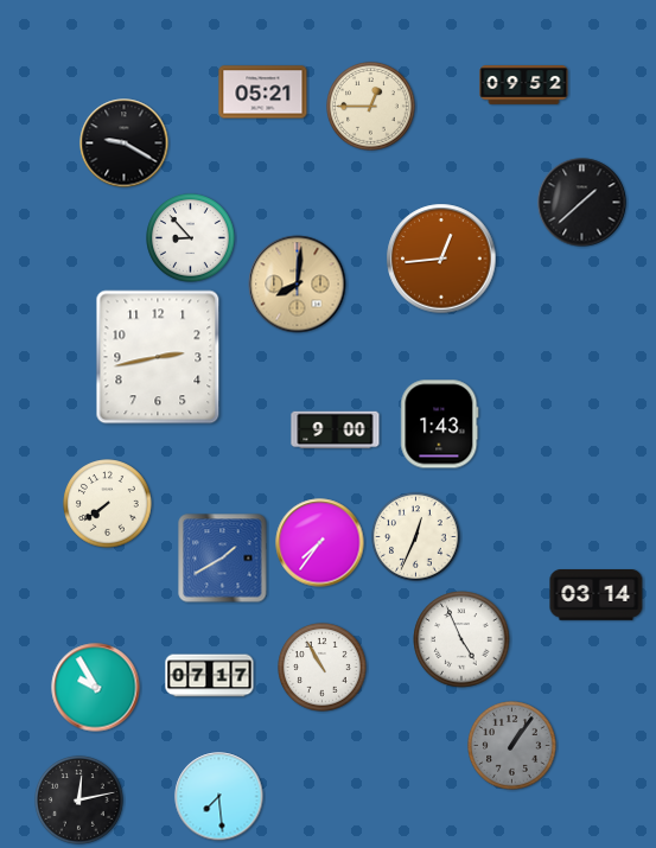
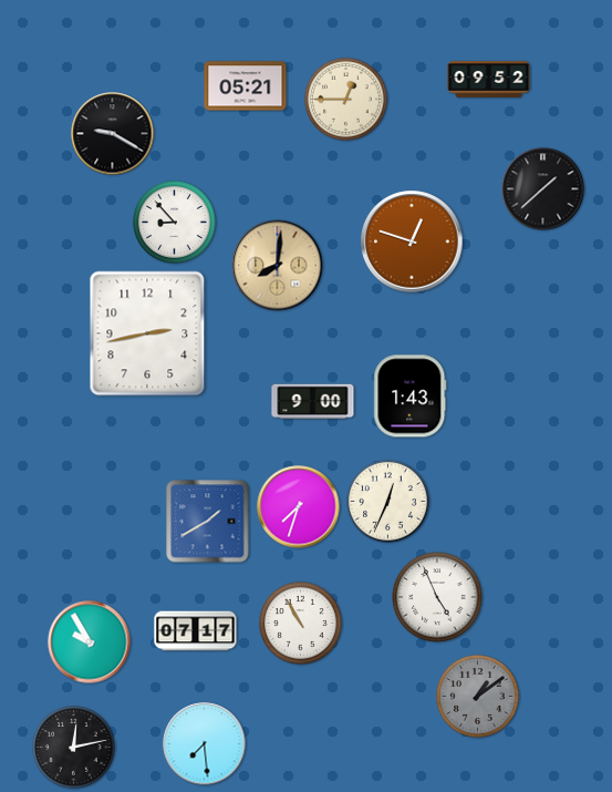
clock at (125, 144) position: (125, 144) -> (113, 134)
clock at (191, 238) position: (191, 238) -> (175, 223)
clock at (441, 259): 12:44 -> 12:48
clock at (108, 504): 7:39 -> none
clock at (320, 543): 7:36 -> 7:33
clock at (597, 595): 03:14 -> none
clock at (461, 639) position: (461, 639) -> (437, 597)
clock at (512, 746): 1:06 -> 1:09
